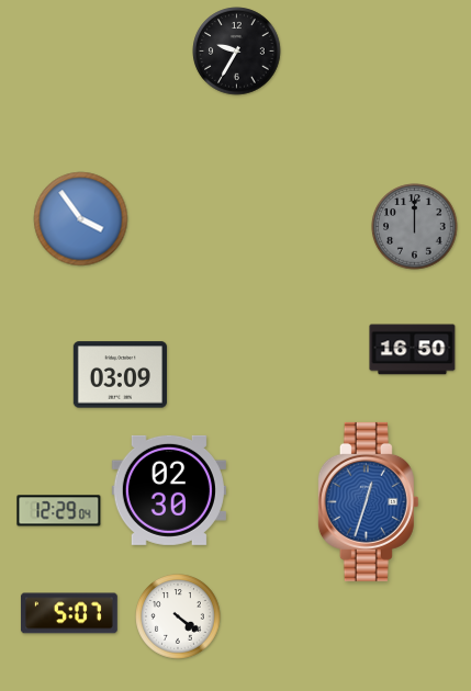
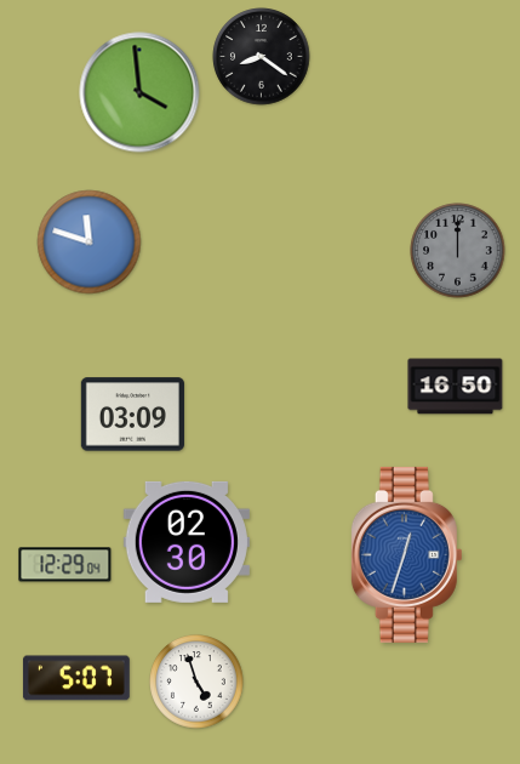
clock at (237, 52): 9:35 -> 8:21
clock at (139, 92): none -> 3:59
clock at (81, 219): 3:54 -> 11:48
clock at (178, 616): 4:21 -> 4:57
